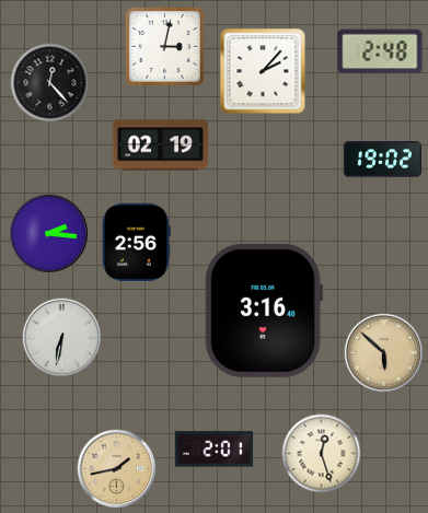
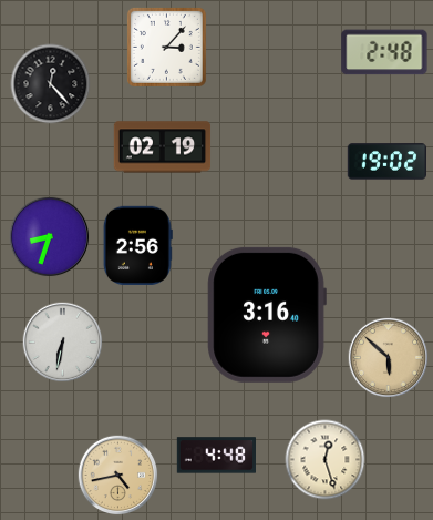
clock at (164, 46): 3:02 -> 3:07
clock at (263, 71): 2:07 -> none
clock at (49, 234): 2:16 -> 8:33
clock at (213, 450): 2:01 -> 4:48
clock at (117, 469): 1:43 -> 4:43
